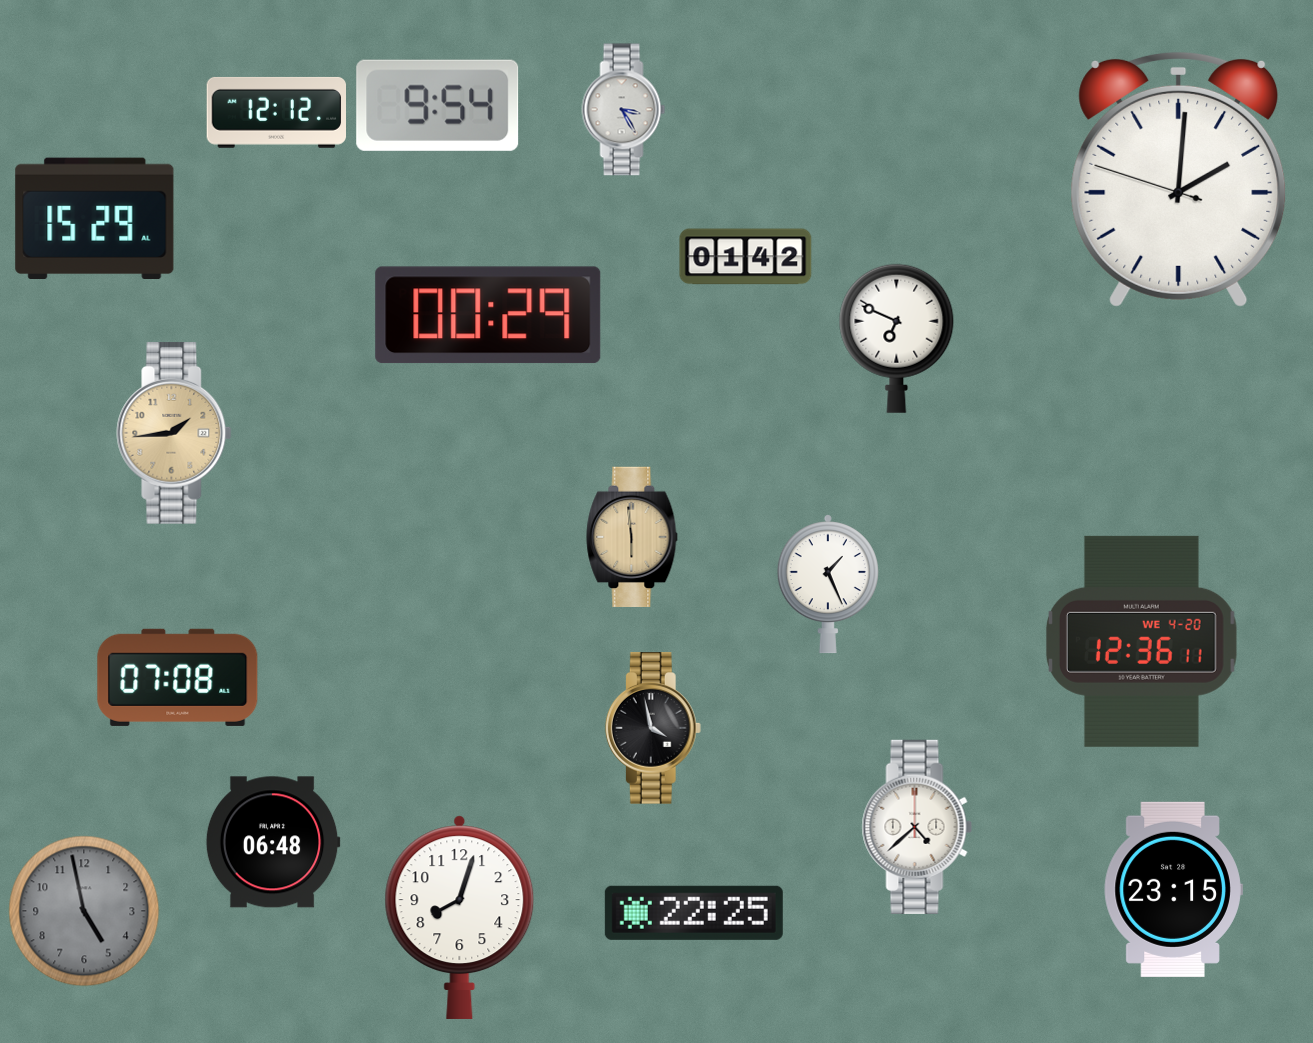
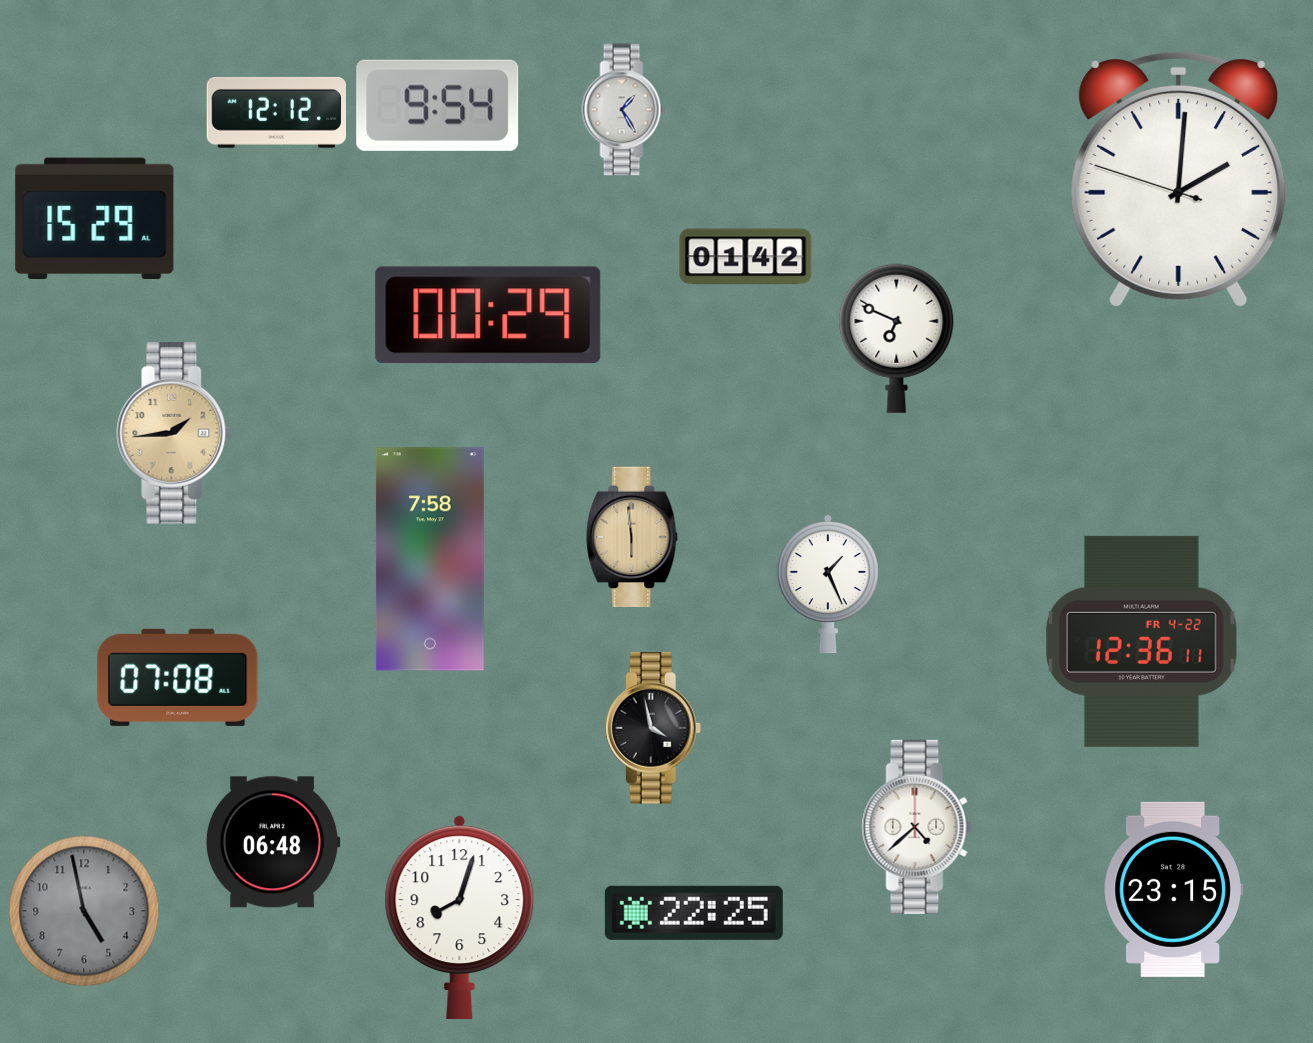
clock at (624, 110): 3:25 -> 1:25
clock at (430, 559): none -> 7:58
clock at (1141, 641) date: WE 4-20 -> FR 4-22
